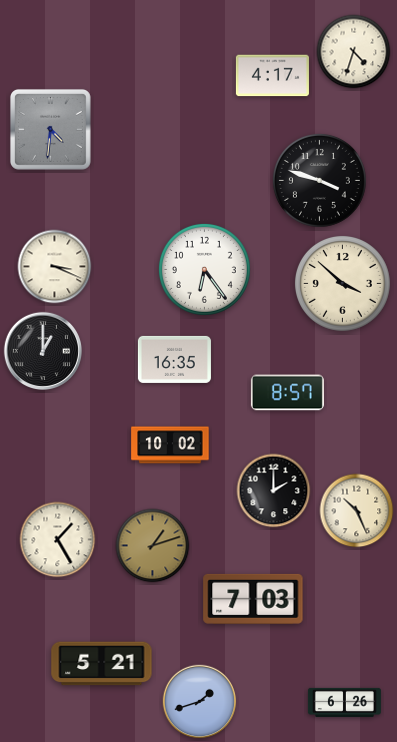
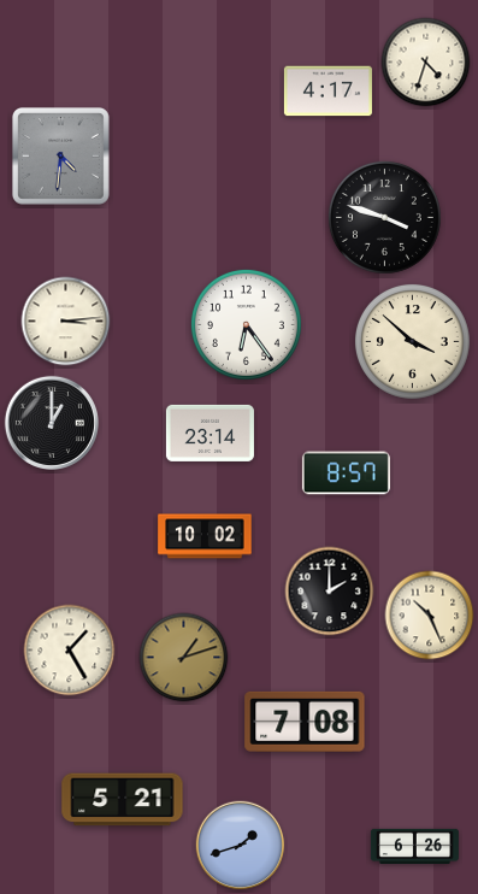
clock at (55, 267): 3:19 -> 3:14
clock at (174, 359): 16:35 -> 23:14
clock at (253, 599): 7:03 -> 7:08
